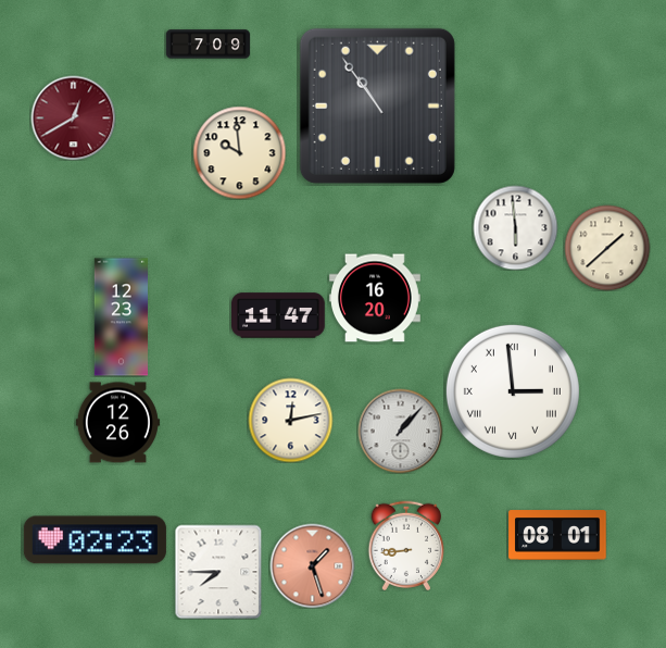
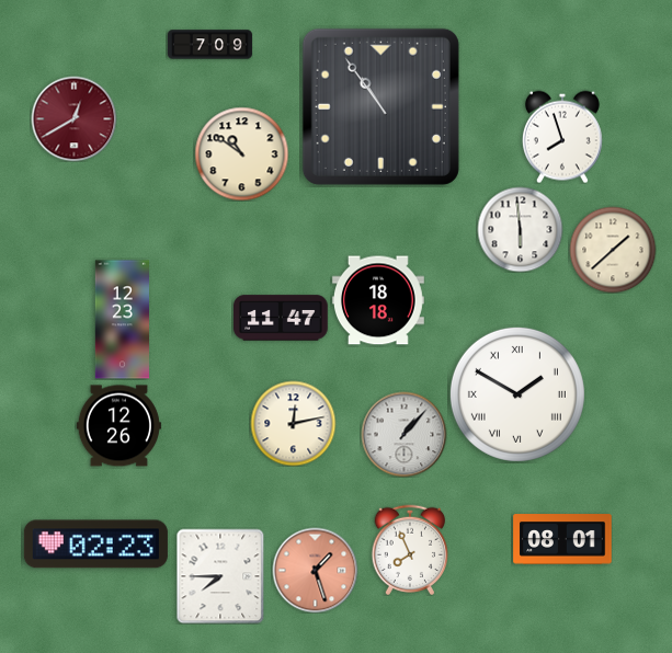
clock at (562, 137): none -> 7:57
clock at (239, 152): 9:59 -> 10:51
clock at (375, 298): 16:20 -> 18:18
clock at (513, 391): 2:59 -> 1:50
clock at (406, 545): 8:44 -> 7:56
